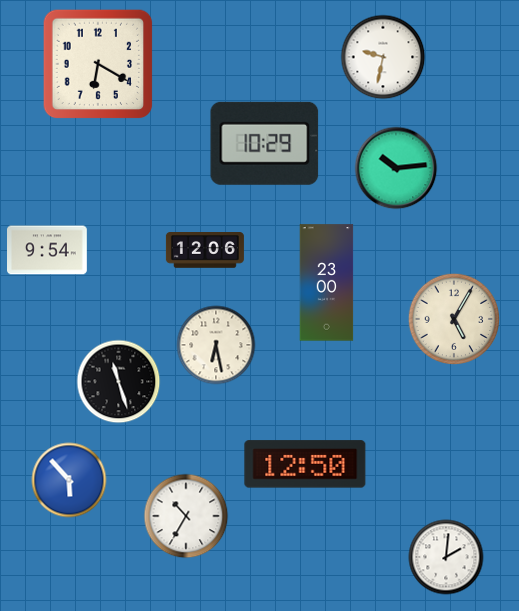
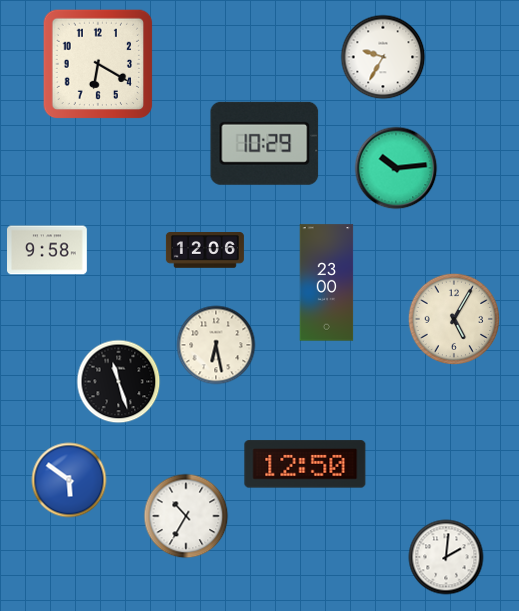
clock at (383, 57): 9:32 -> 9:35
clock at (48, 250): 9:54 -> 9:58
clock at (69, 480): 5:53 -> 5:51
